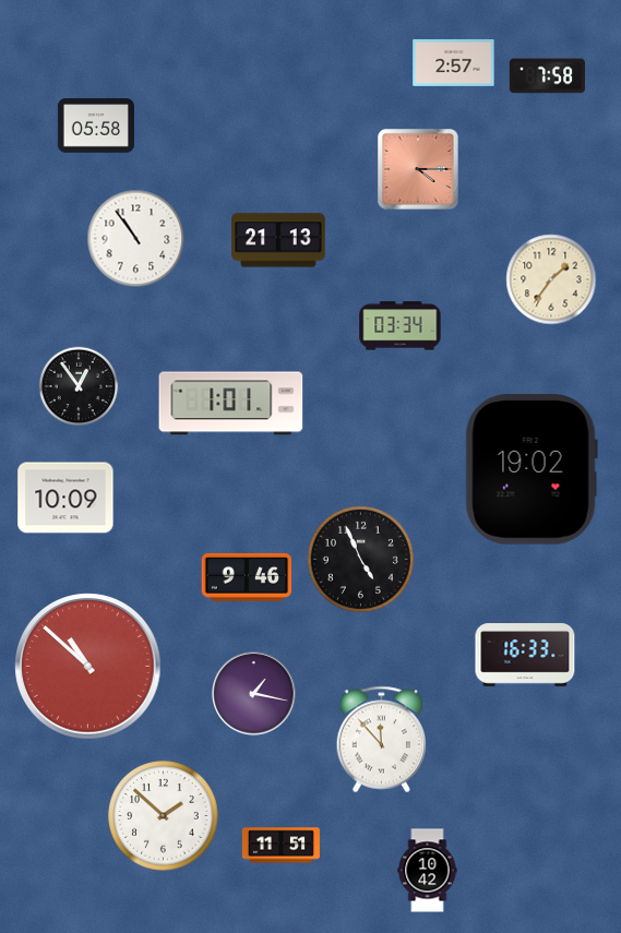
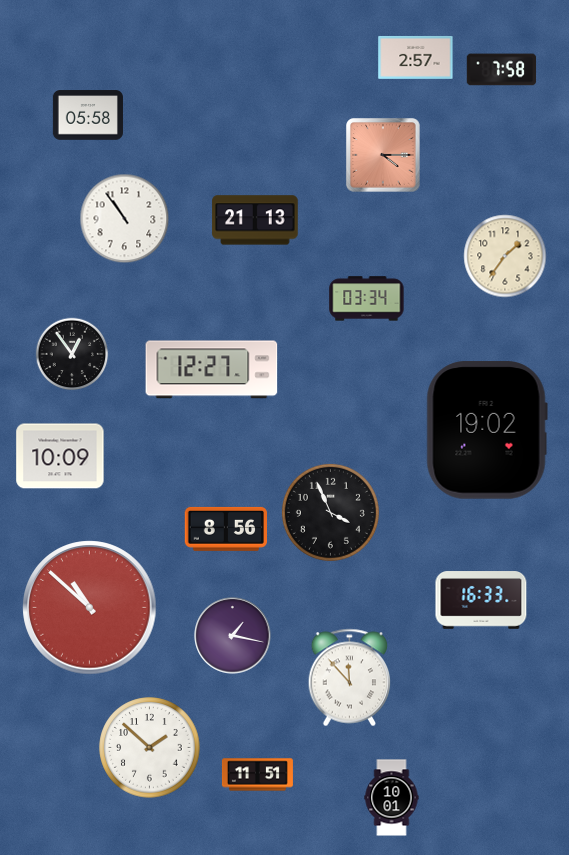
clock at (231, 404): 1:01 -> 12:27
clock at (360, 559): 4:56 -> 3:56
clock at (246, 577): 9:46 -> 8:56
clock at (88, 667) position: (88, 667) -> (90, 608)
clock at (428, 871): 10:42 -> 10:01
